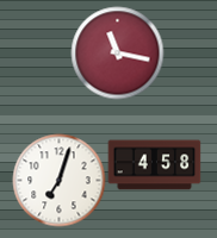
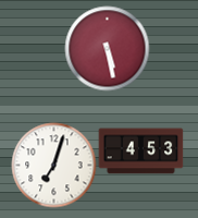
clock at (117, 52): 11:17 -> 5:28
clock at (154, 165): 4:58 -> 4:53
